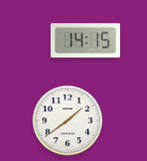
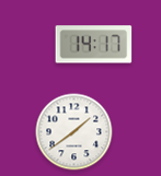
clock at (86, 41): 14:15 -> 14:17
